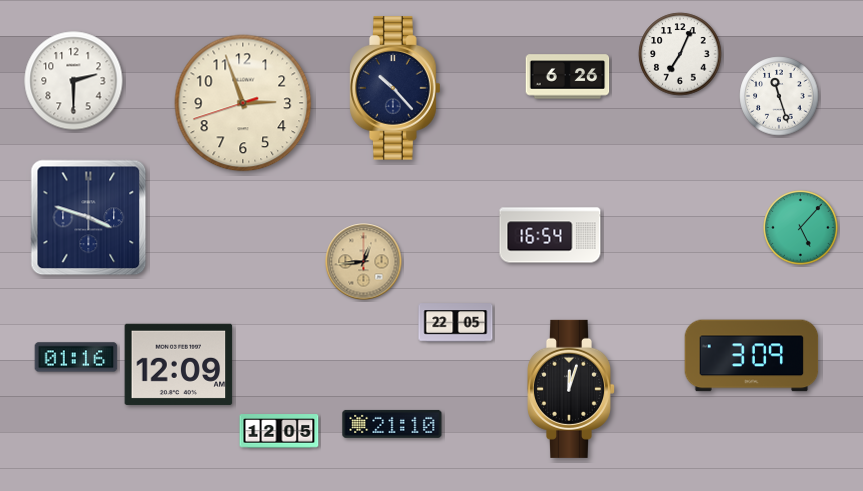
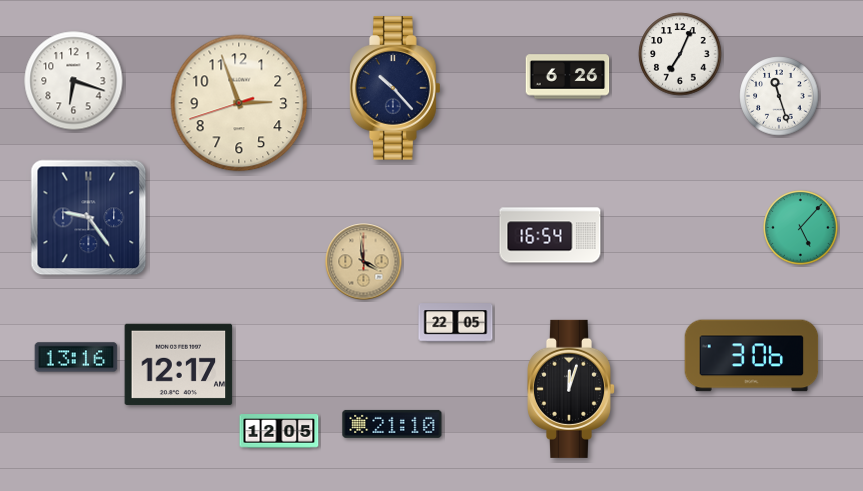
clock at (74, 81): 2:30 -> 6:18
clock at (243, 103) position: (243, 103) -> (239, 103)
clock at (89, 218): 3:48 -> 9:24
clock at (364, 262): 12:44 -> 3:59
clock at (752, 356): 3:09 -> 3:06
clock at (76, 357): 01:16 -> 13:16
clock at (179, 364): 12:09 -> 12:17
